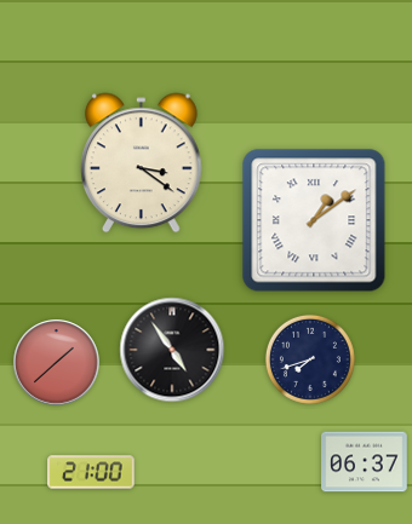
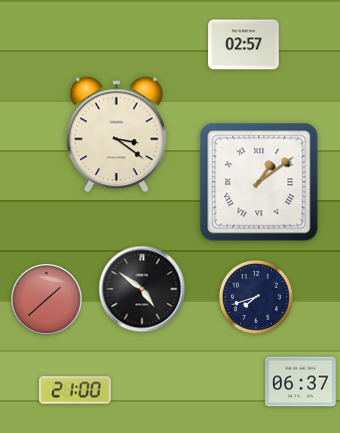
clock at (244, 45): none -> 02:57
clock at (172, 350): 4:54 -> 4:51
